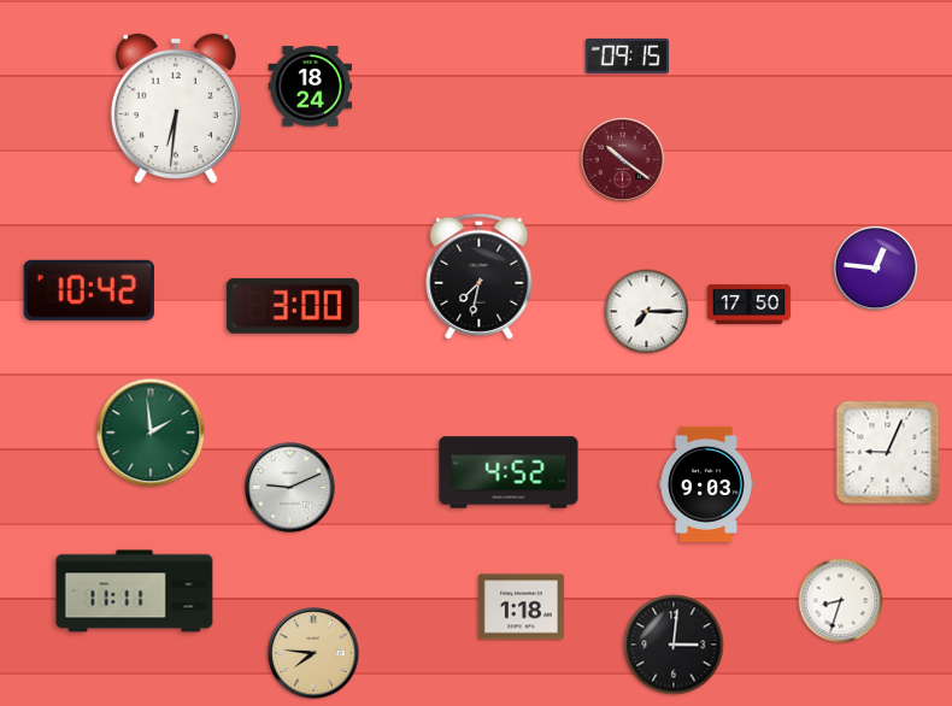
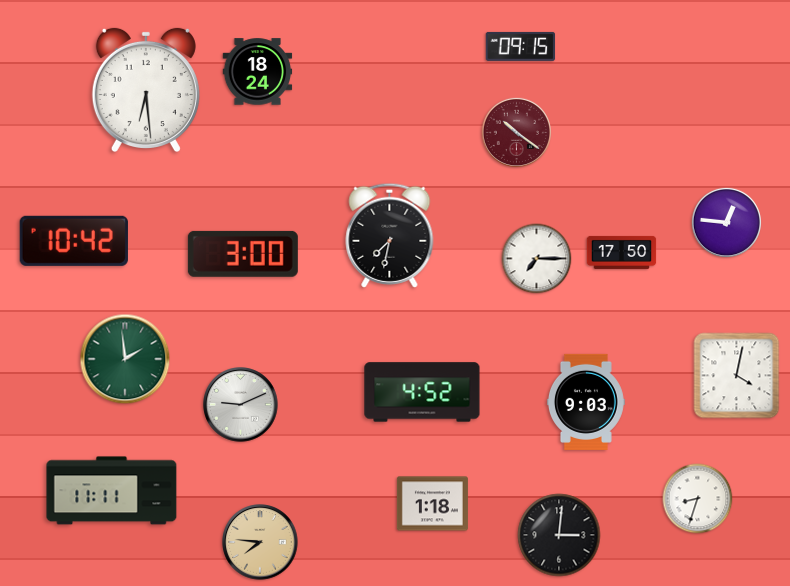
clock at (176, 107): 6:31 -> 6:29
clock at (480, 276) position: (480, 276) -> (390, 235)
clock at (888, 453): 9:04 -> 4:02
